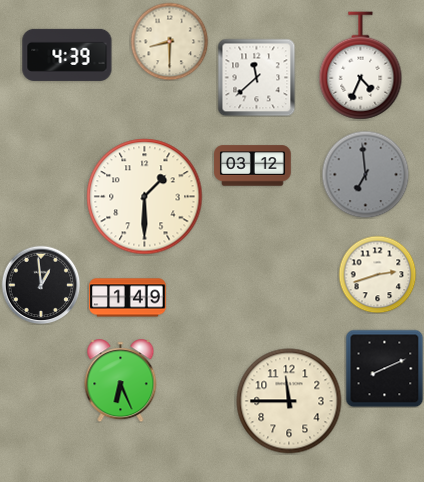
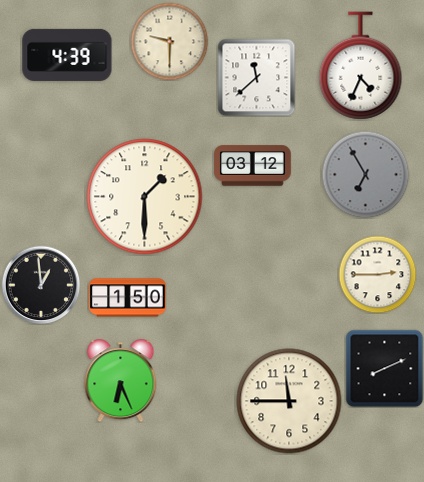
clock at (169, 41): 8:30 -> 9:30
clock at (365, 174): 6:59 -> 6:55
clock at (377, 274): 2:42 -> 2:45
clock at (128, 298): 1:49 -> 1:50
